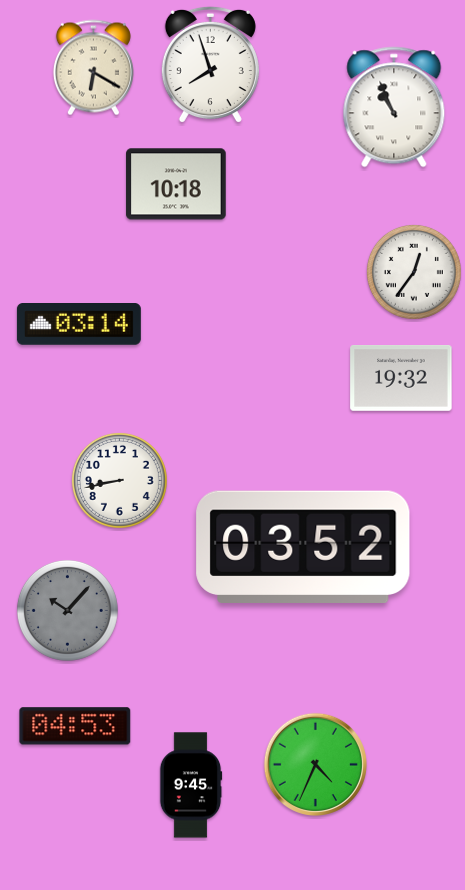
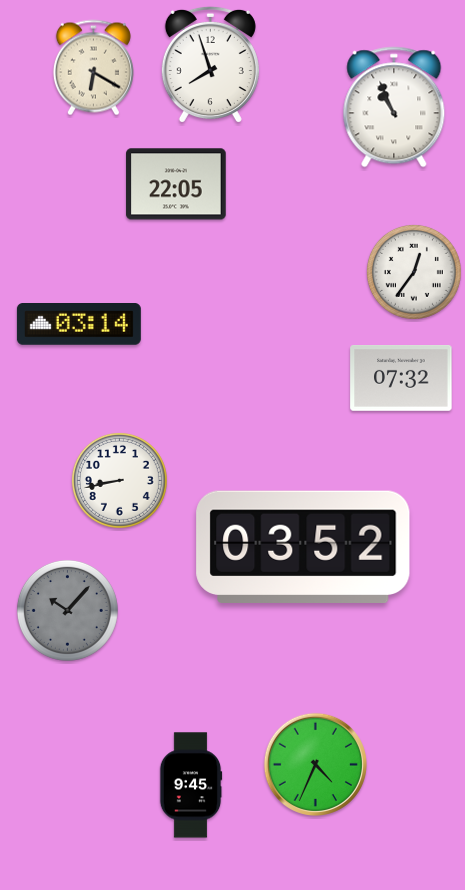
clock at (176, 184): 10:18 -> 22:05
clock at (401, 379): 19:32 -> 07:32
clock at (75, 726): 04:53 -> none
